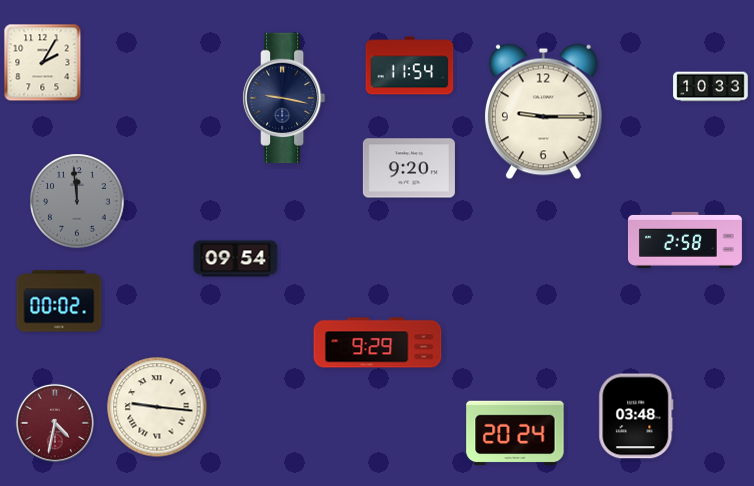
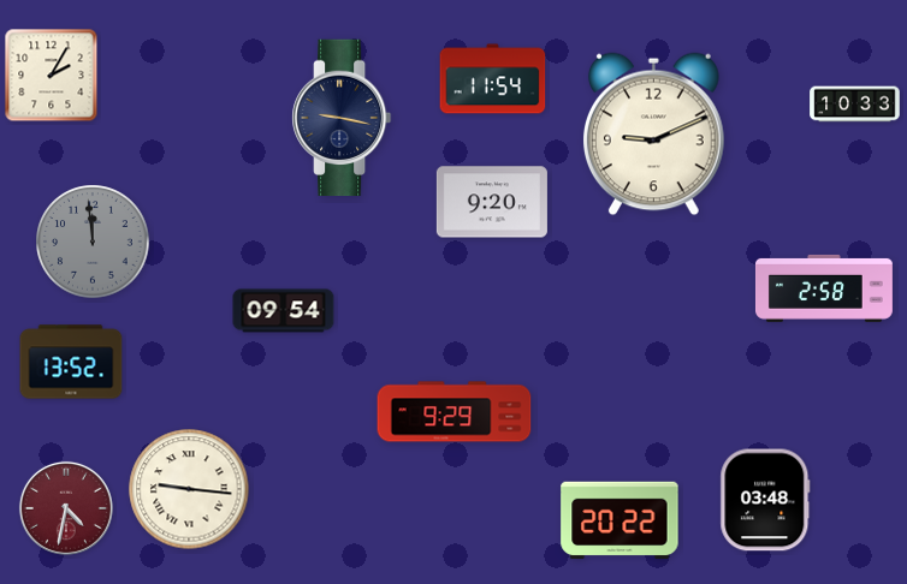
clock at (543, 112): 9:15 -> 9:11
clock at (59, 301): 00:02 -> 13:52
clock at (515, 433): 20:24 -> 20:22
